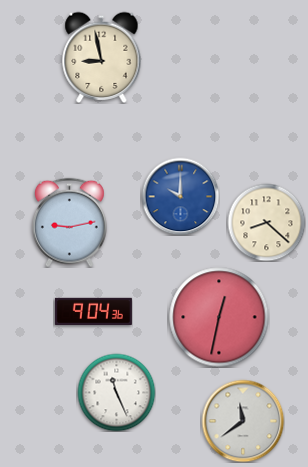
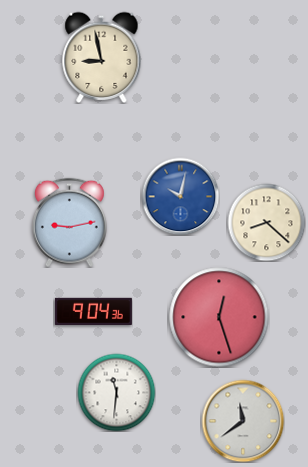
clock at (180, 196): 10:00 -> 10:02
clock at (219, 317): 12:32 -> 12:27
clock at (116, 392): 11:26 -> 11:31
